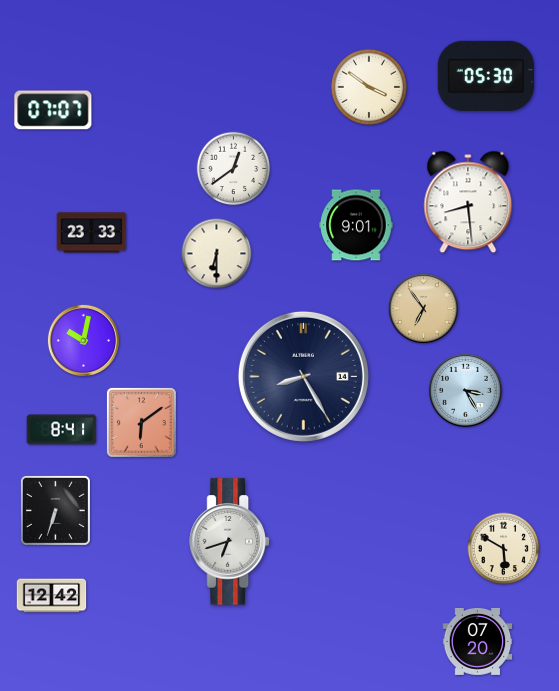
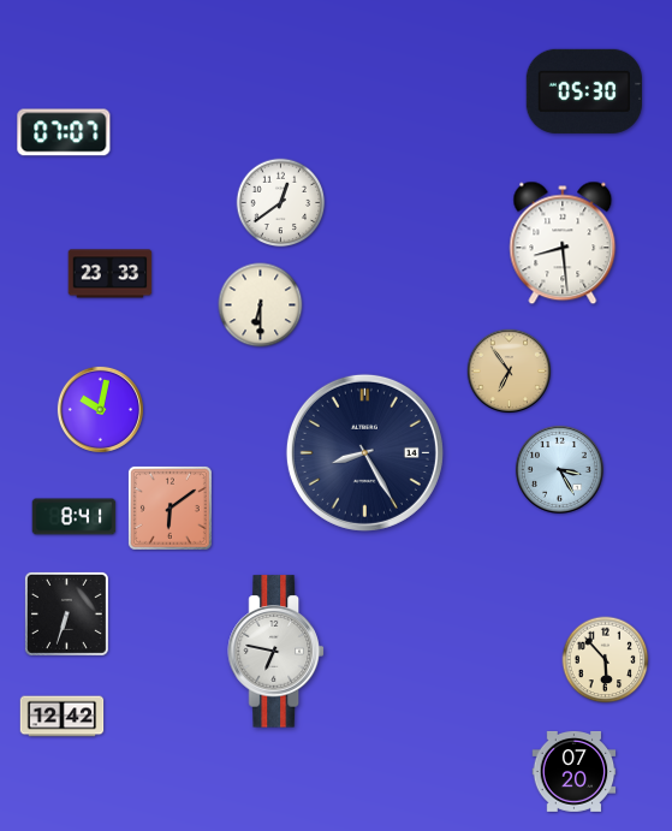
clock at (369, 87): 3:51 -> none
clock at (356, 225): 9:01 -> none
clock at (92, 233) position: (92, 233) -> (111, 274)
clock at (230, 542): 6:42 -> 6:47
clock at (504, 549): 5:50 -> 5:53
